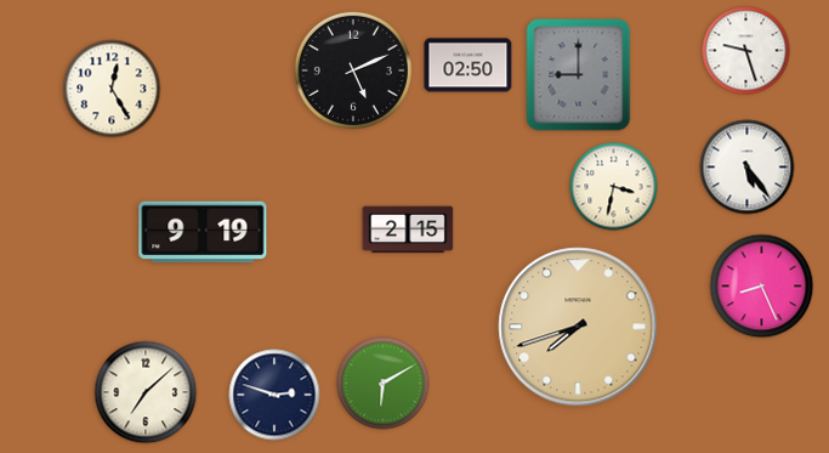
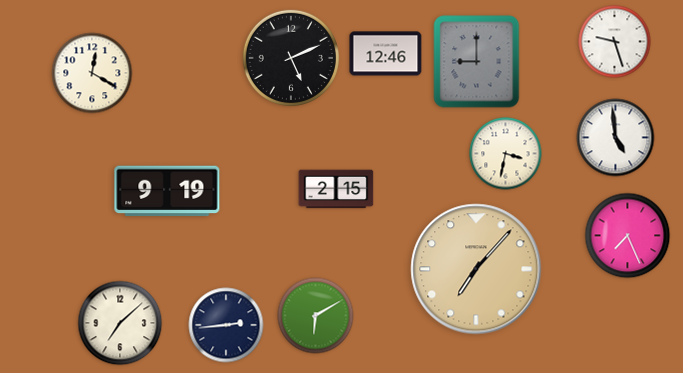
clock at (469, 66): 02:50 -> 12:46
clock at (112, 89): 12:25 -> 12:20
clock at (748, 168): 5:24 -> 4:59
clock at (762, 287): 8:26 -> 7:26
clock at (578, 327): 7:42 -> 7:07
clock at (274, 395): 2:48 -> 2:44
